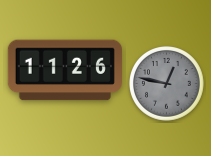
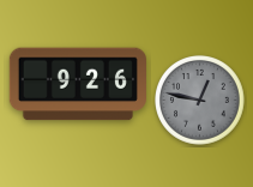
clock at (65, 70): 11:26 -> 9:26
